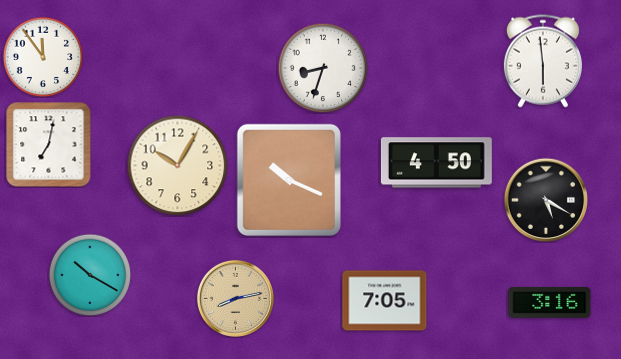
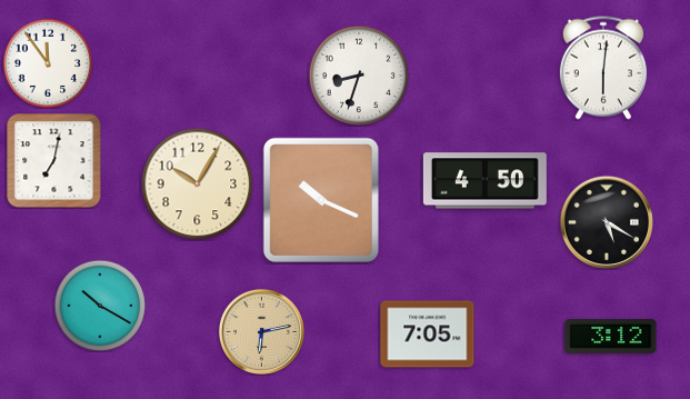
clock at (543, 61): 5:59 -> 6:01
clock at (235, 298): 8:13 -> 6:13
clock at (550, 303): 3:16 -> 3:12
